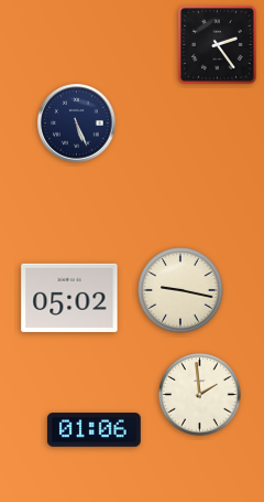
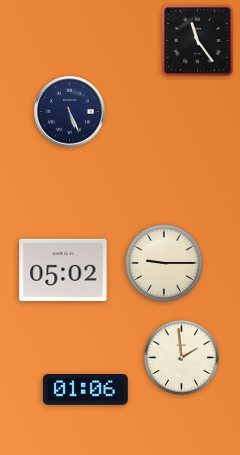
clock at (218, 45): 2:24 -> 11:24
clock at (180, 290): 9:17 -> 9:15
